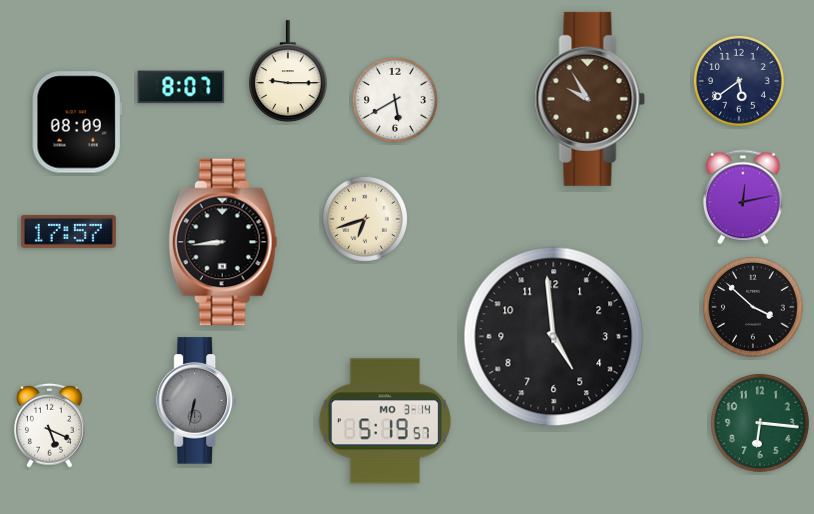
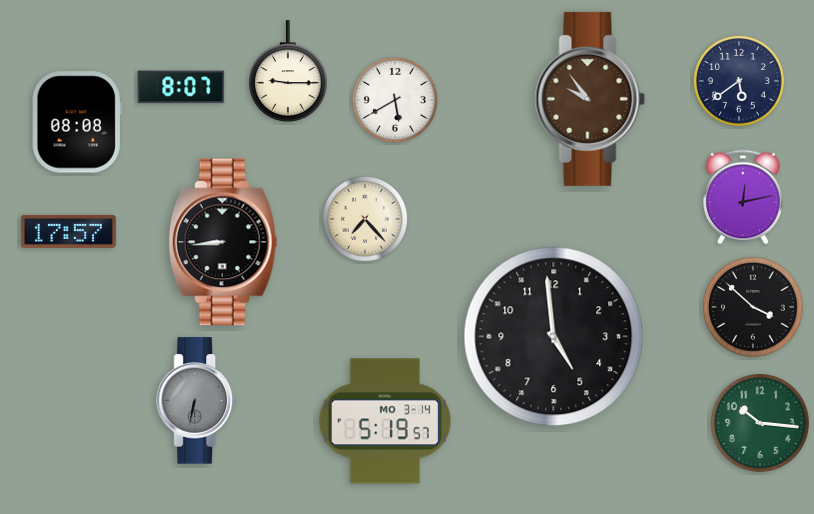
clock at (590, 99): 9:55 -> 9:54
clock at (77, 122): 08:09 -> 08:08
clock at (365, 219): 6:42 -> 7:23
clock at (761, 424): 6:16 -> 10:16
clock at (50, 425): 5:19 -> none
